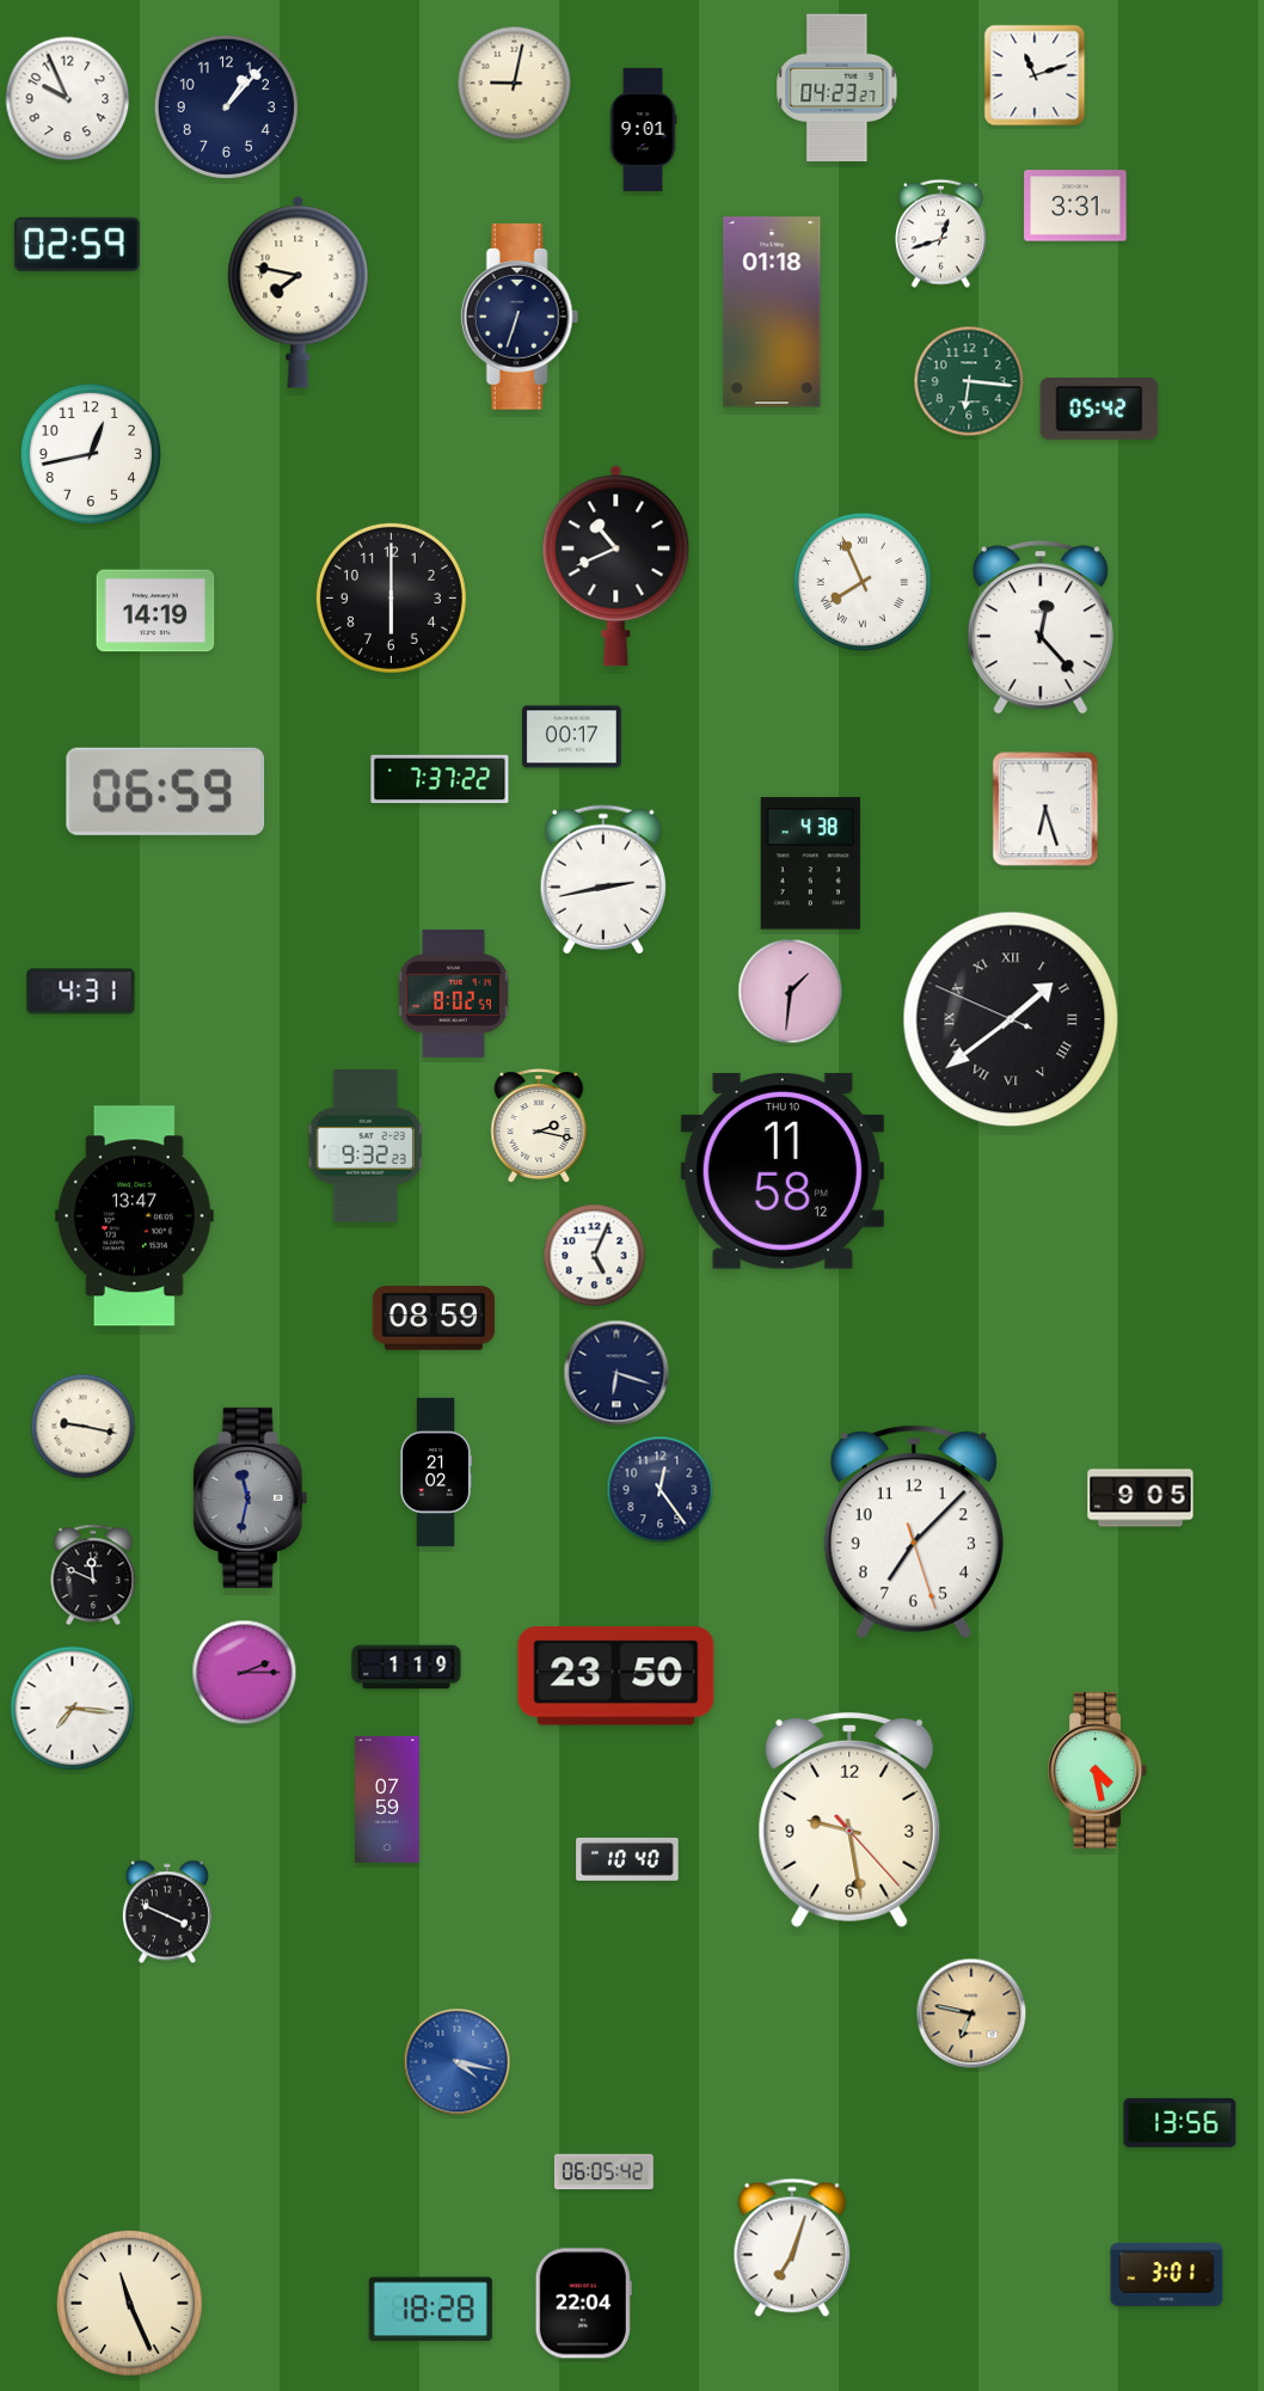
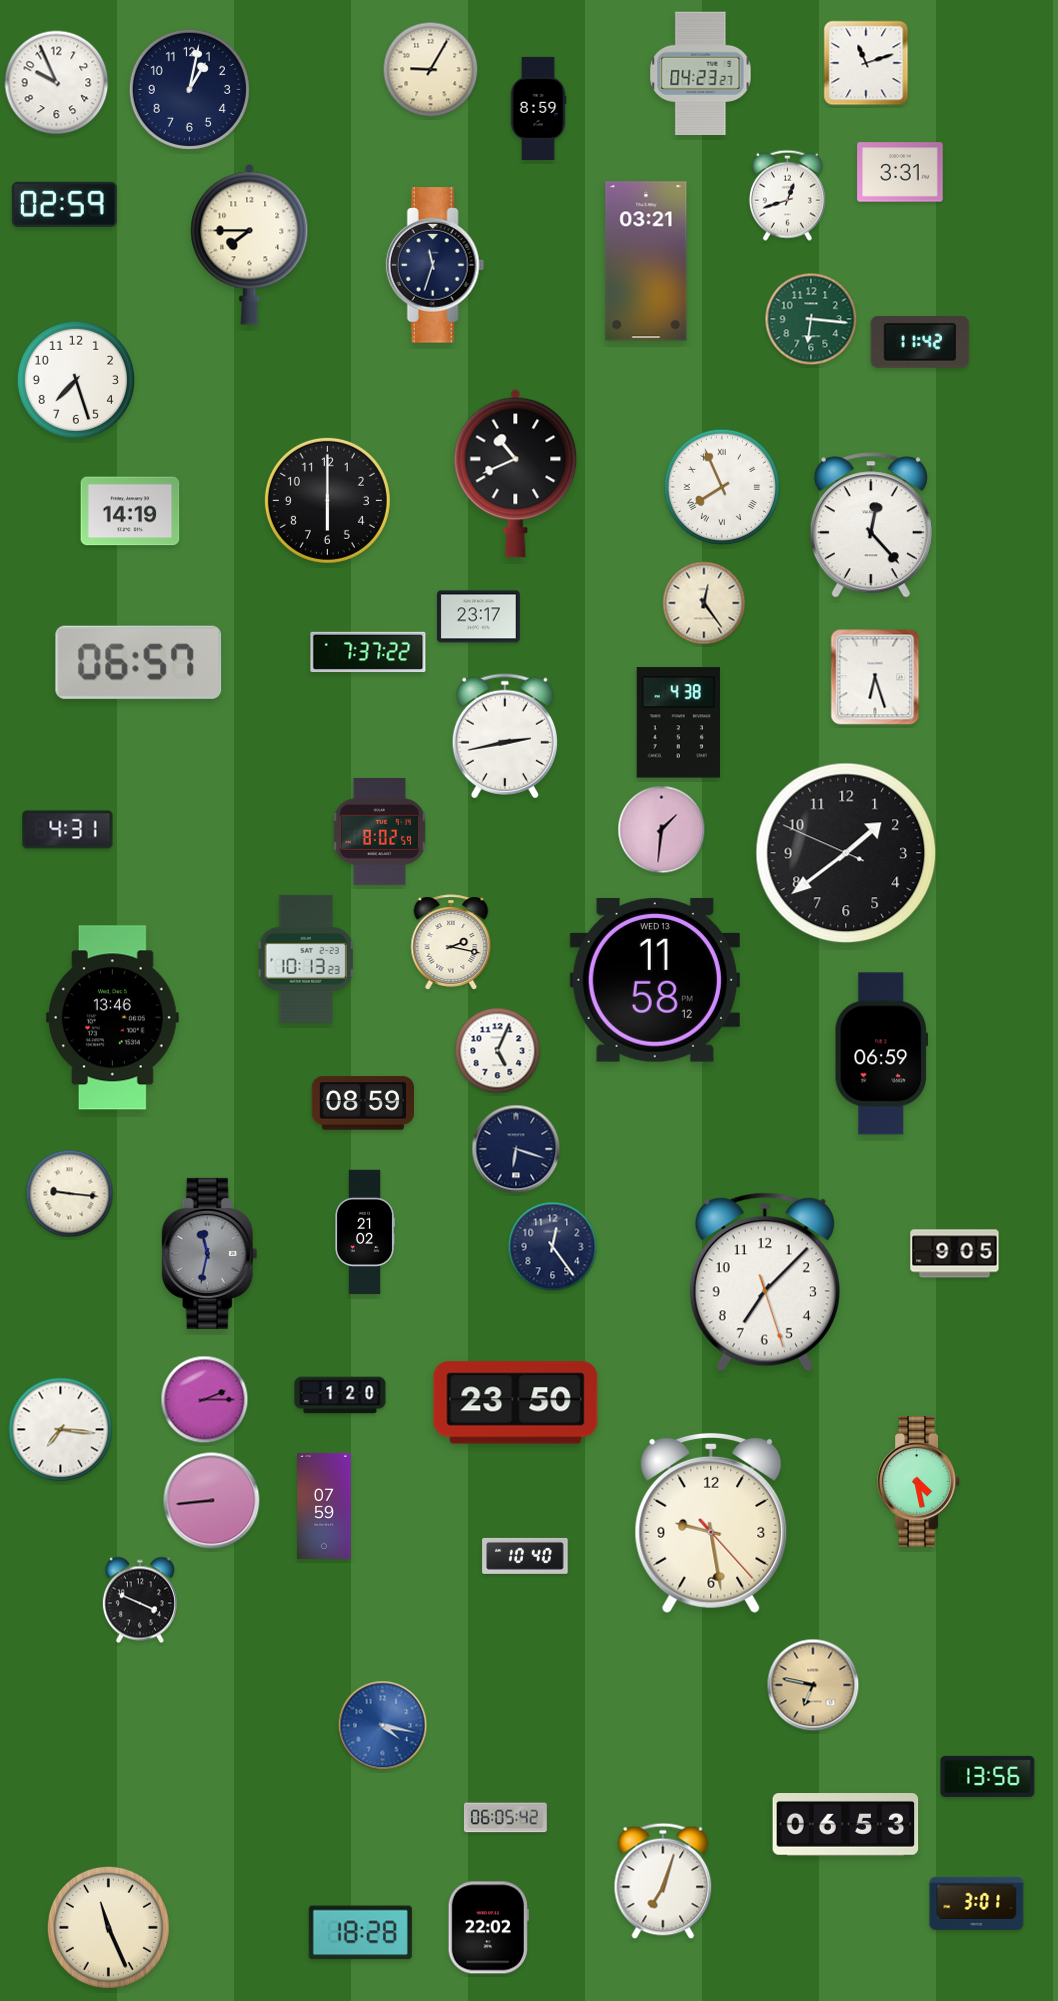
clock at (515, 84): 9:02 -> 9:05
clock at (226, 106): 1:07 -> 1:02
clock at (643, 129): 9:01 -> 8:59
clock at (299, 292): 7:47 -> 7:45
clock at (772, 312): 01:18 -> 03:21
clock at (520, 317): 6:33 -> 11:33
clock at (1099, 410): 05:42 -> 11:42
clock at (91, 454): 12:43 -> 7:27
clock at (704, 603): none -> 12:24
clock at (571, 737): 00:17 -> 23:17
clock at (166, 791): 06:59 -> 06:57
clock at (1011, 1019) numerals: Roman -> Arabic
clock at (366, 1146): 9:32 -> 10:13
clock at (783, 1171) date: THU 10 -> WED 13
clock at (134, 1216): 13:47 -> 13:46
clock at (881, 1054): none -> 06:59
clock at (84, 1427): 9:17 -> 9:16
clock at (93, 1575): 11:49 -> none
clock at (406, 1667): 1:19 -> 1:20
clock at (212, 1501): none -> 8:44
clock at (846, 1825): none -> 06:53
clock at (583, 2304): 22:04 -> 22:02
